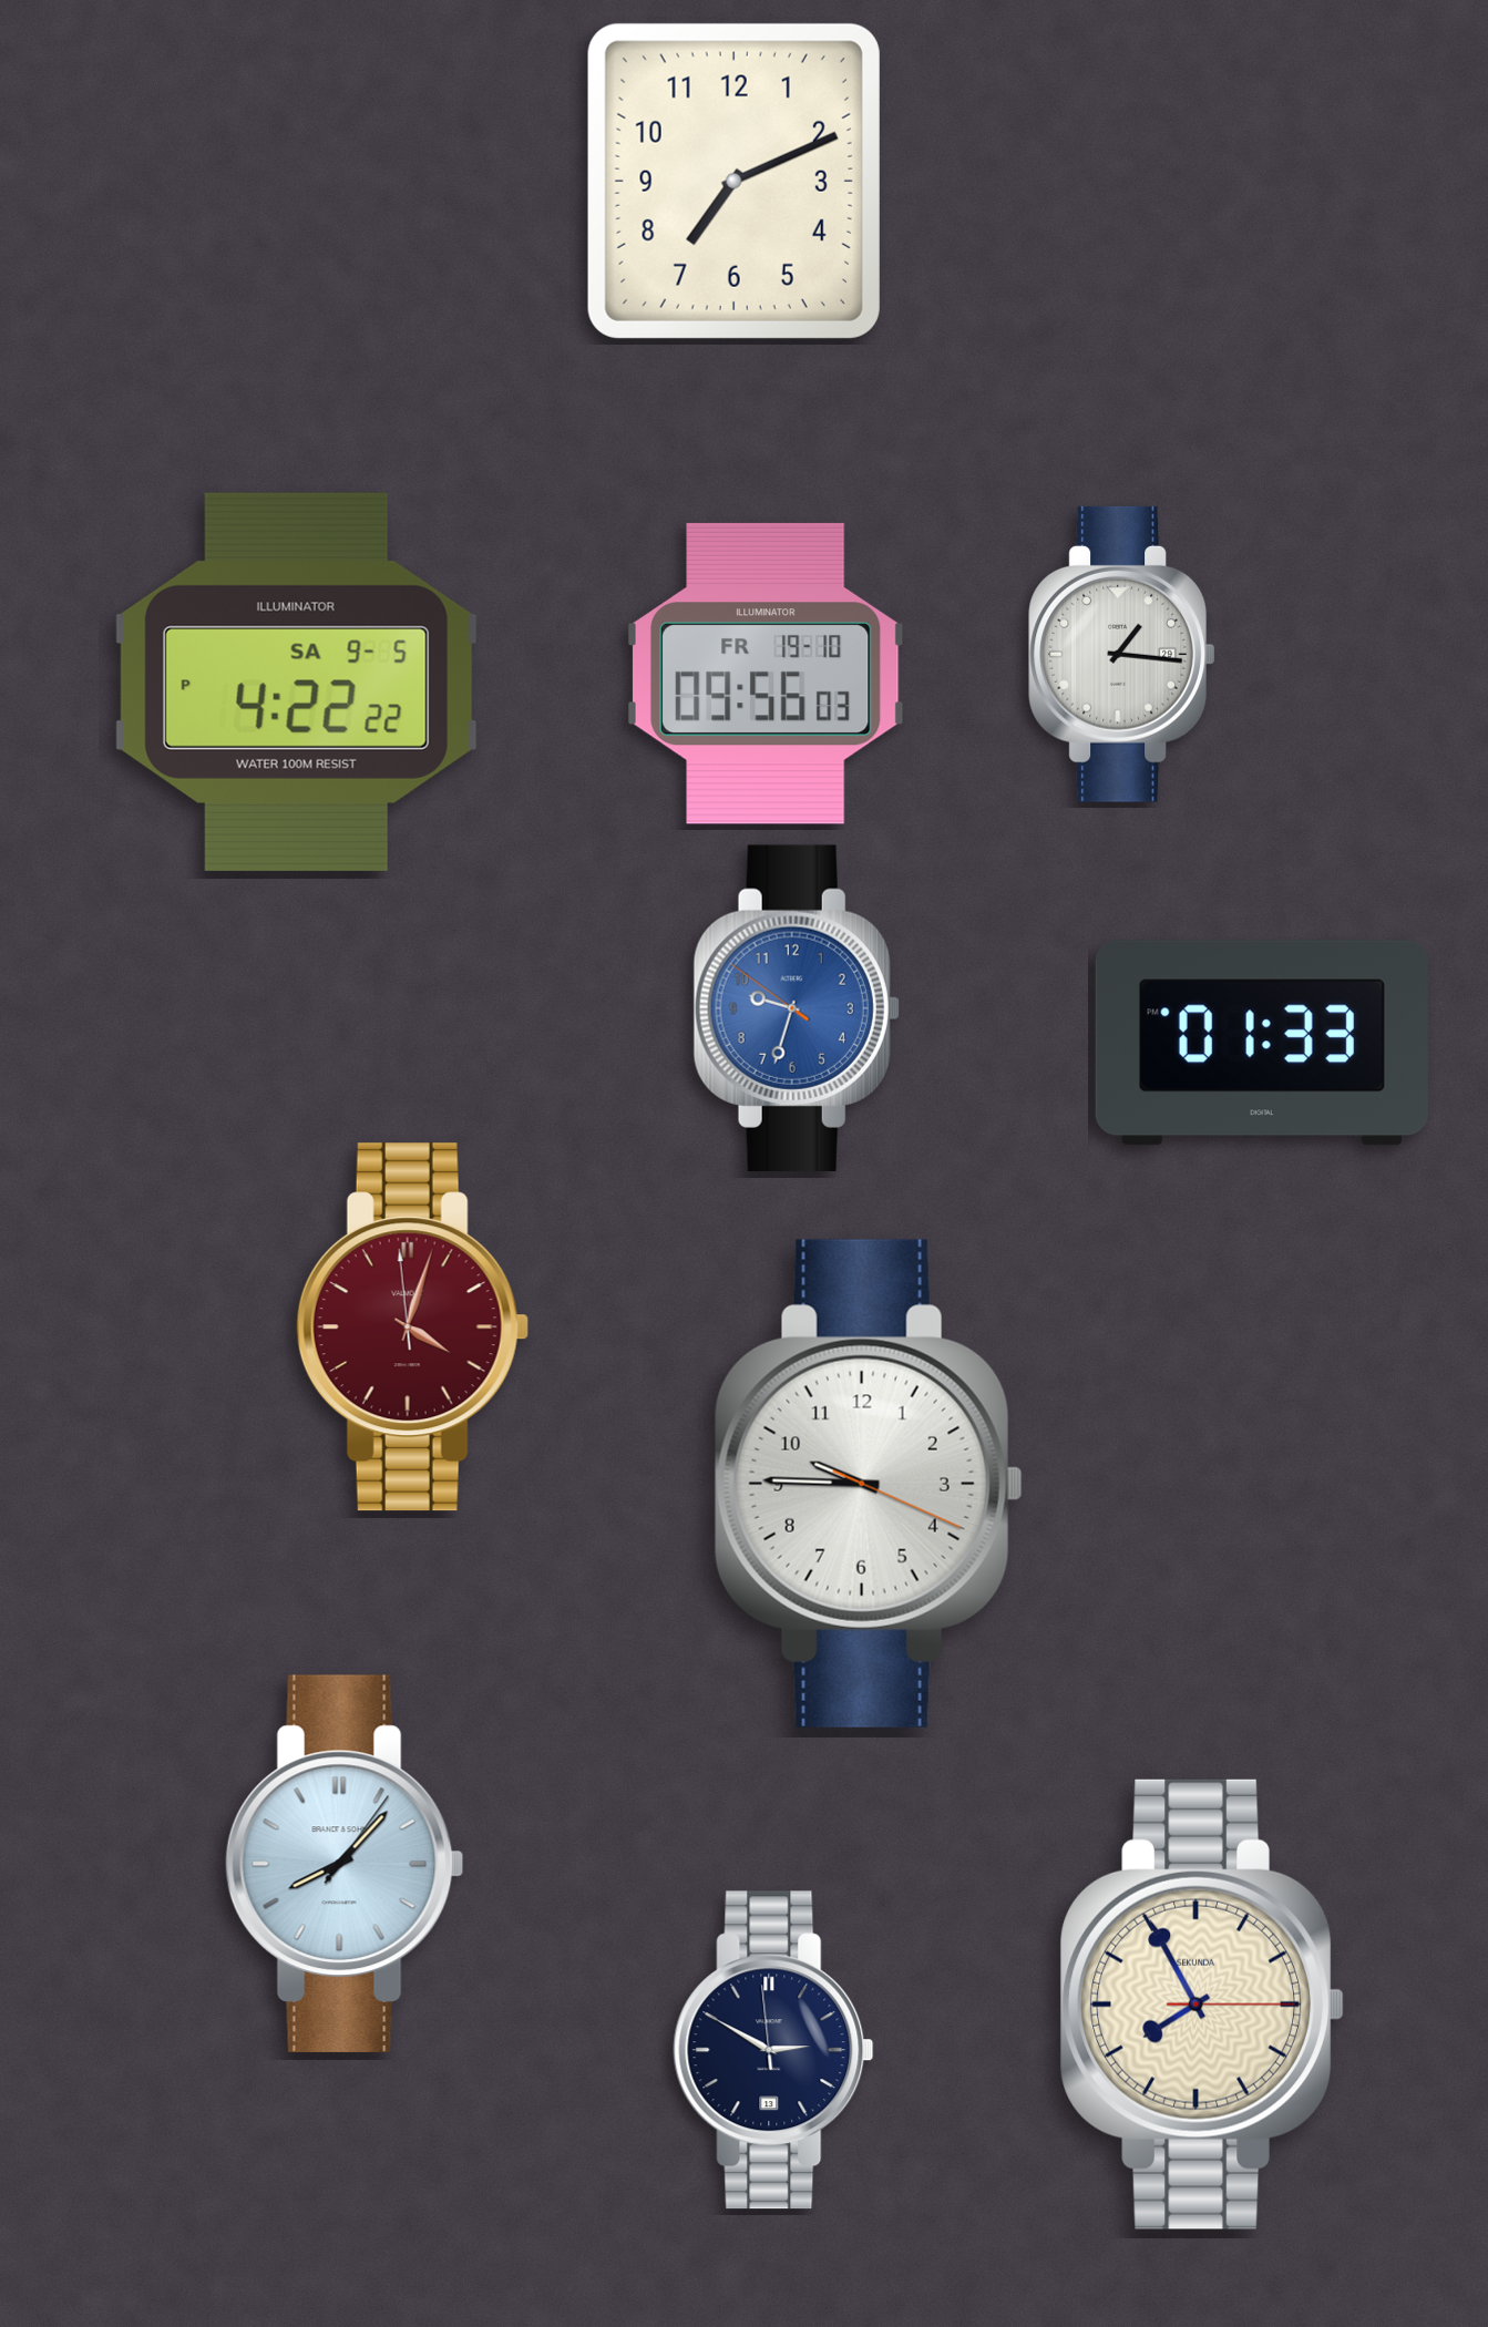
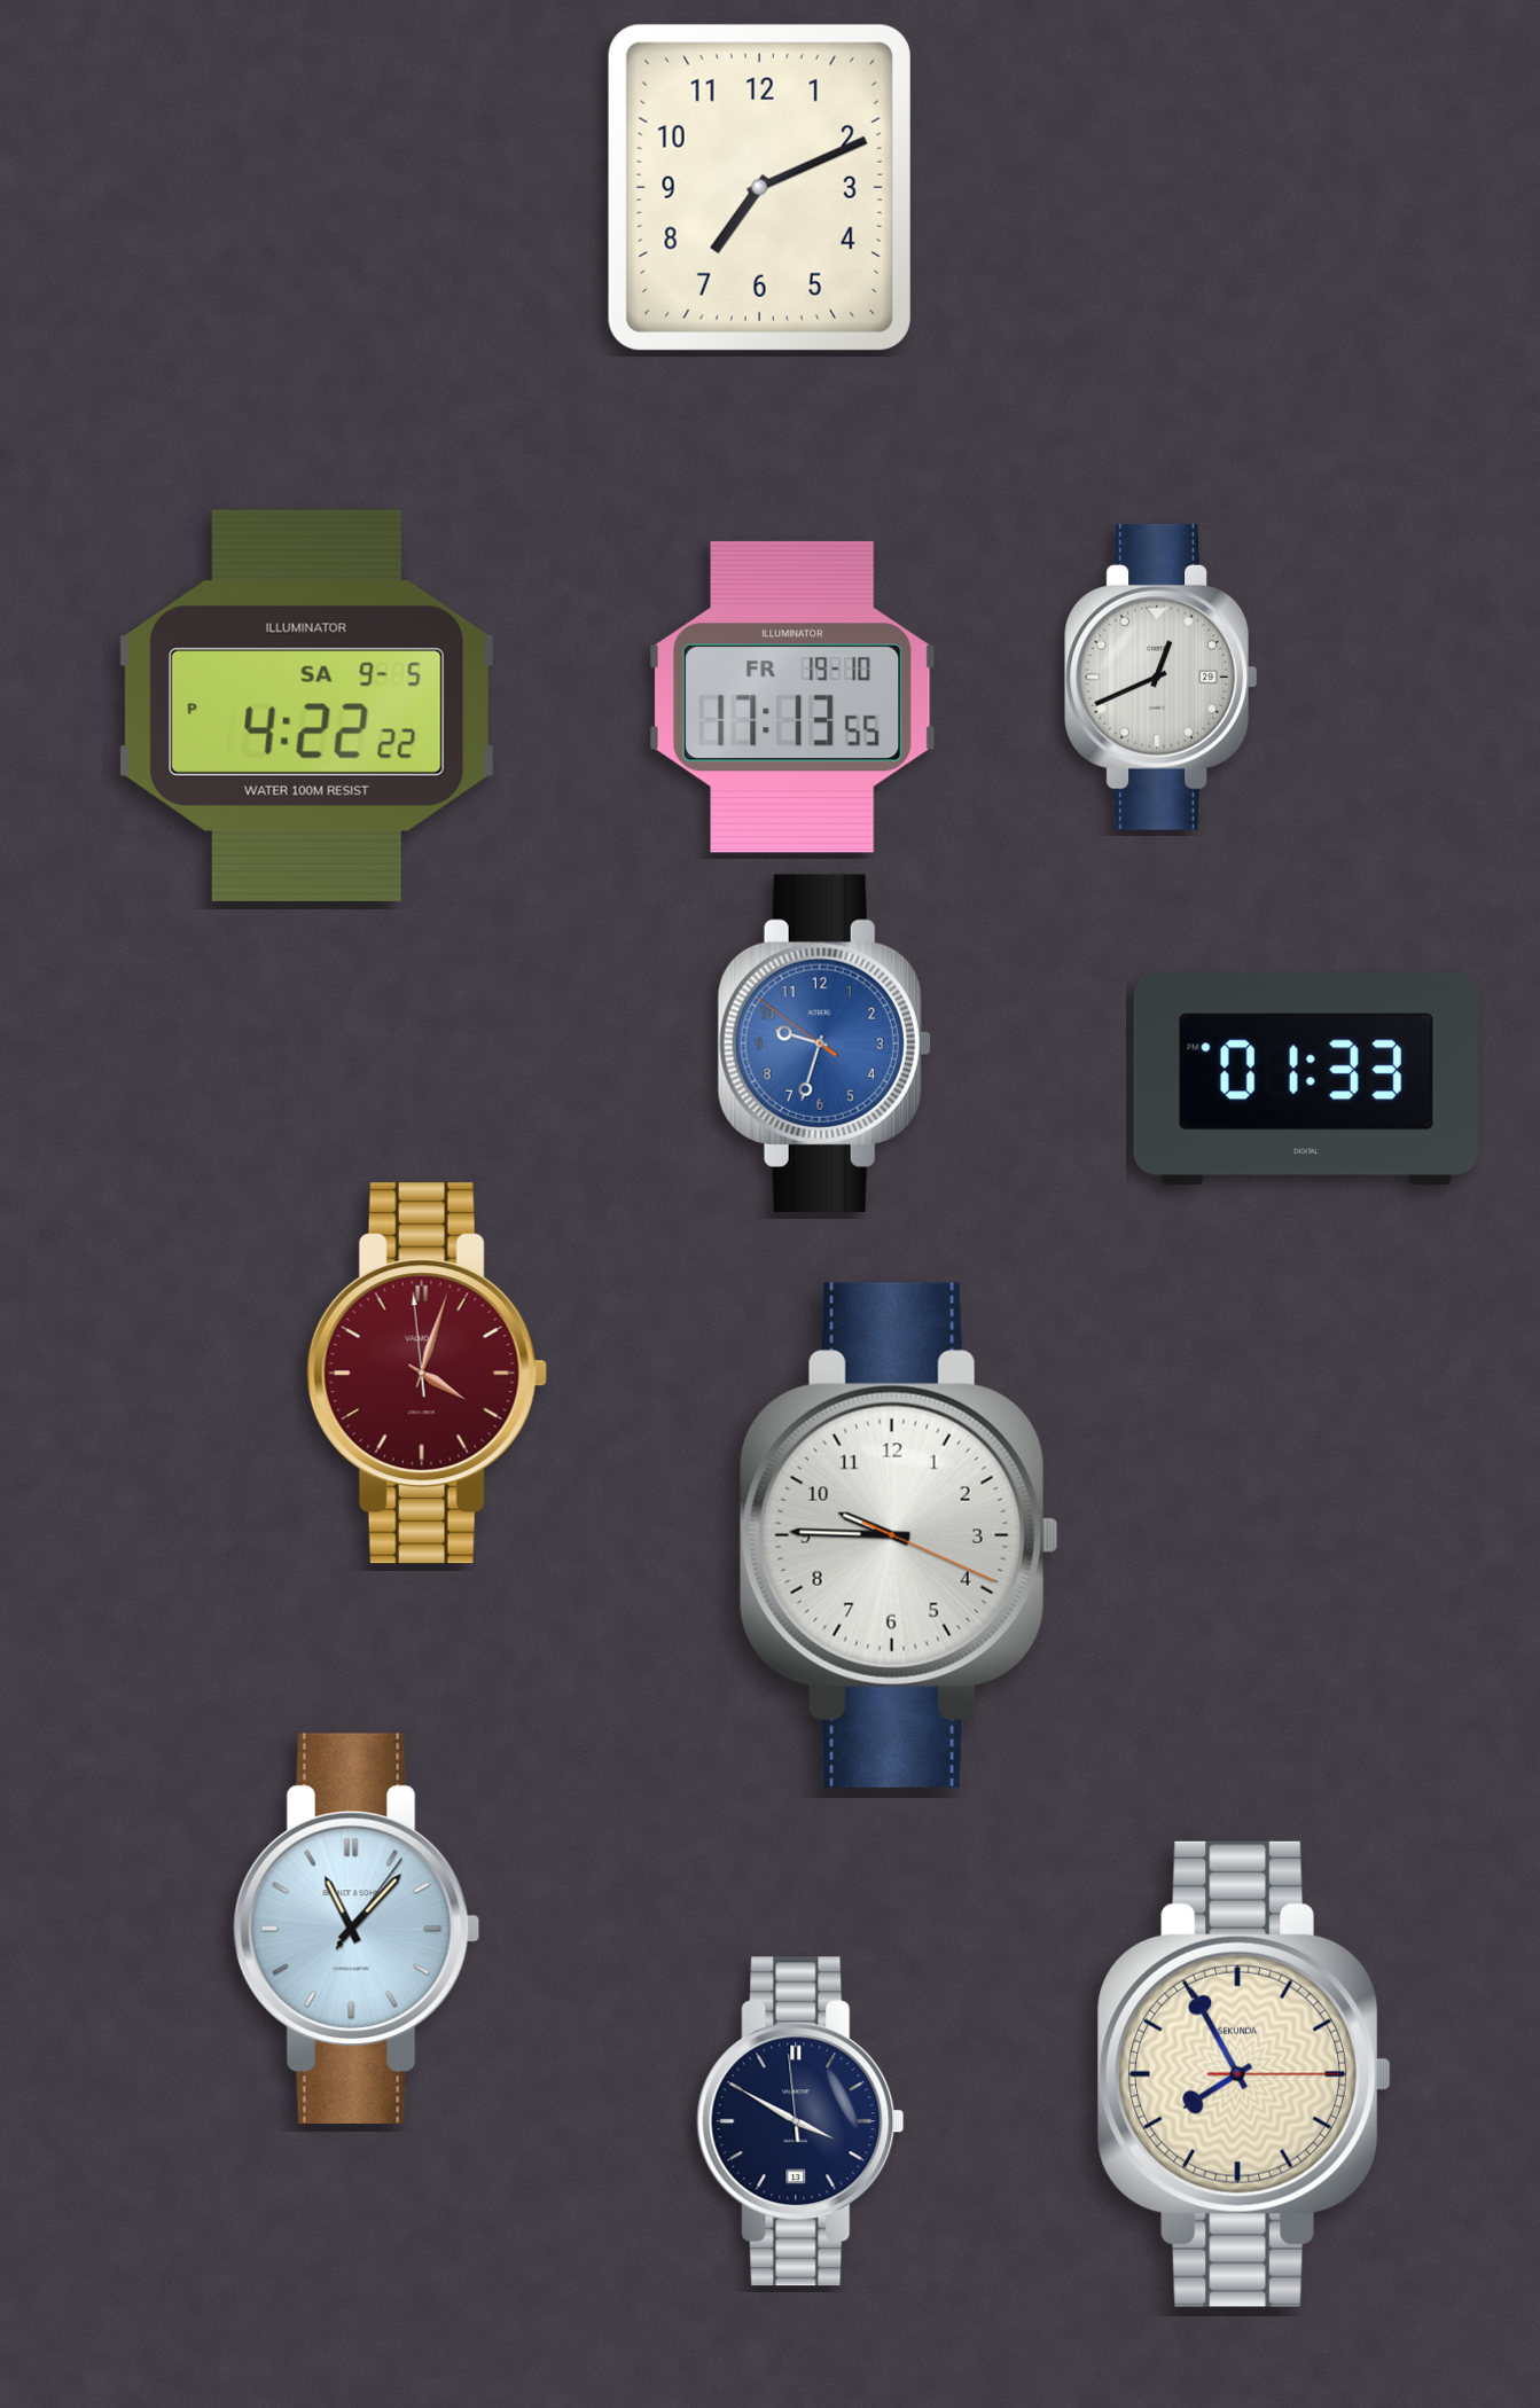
clock at (1122, 654): 1:16 -> 12:41
clock at (767, 674): 09:56 -> 17:13
clock at (345, 1864): 8:07 -> 11:07
clock at (773, 2050): 2:49 -> 3:49
